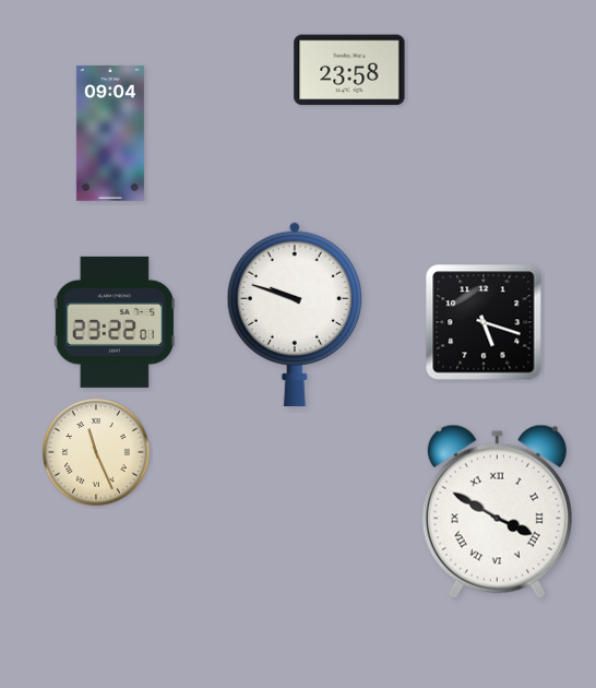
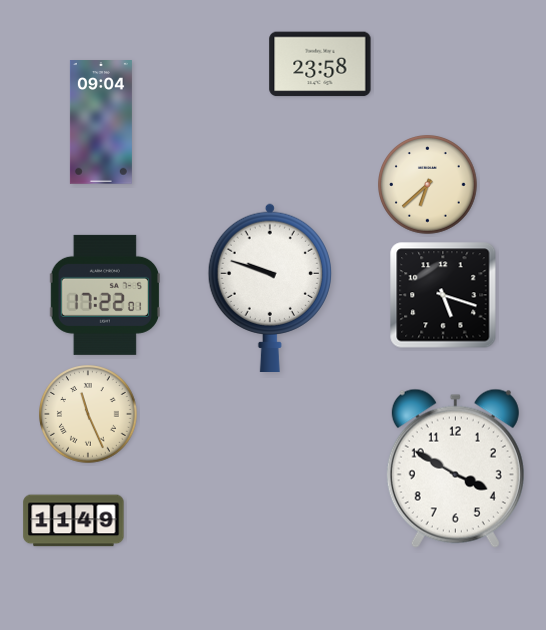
clock at (428, 185): none -> 6:38
clock at (115, 322): 23:22 -> 17:22
clock at (497, 511) numerals: Roman -> Arabic
clock at (74, 521): none -> 11:49
